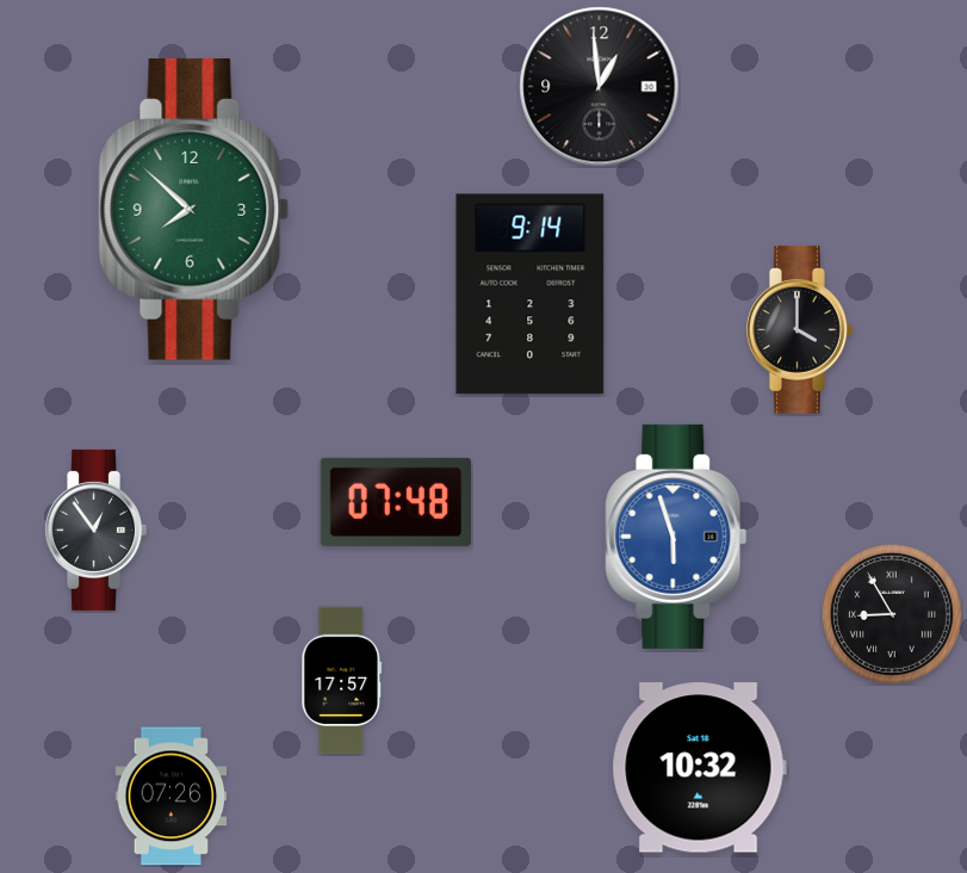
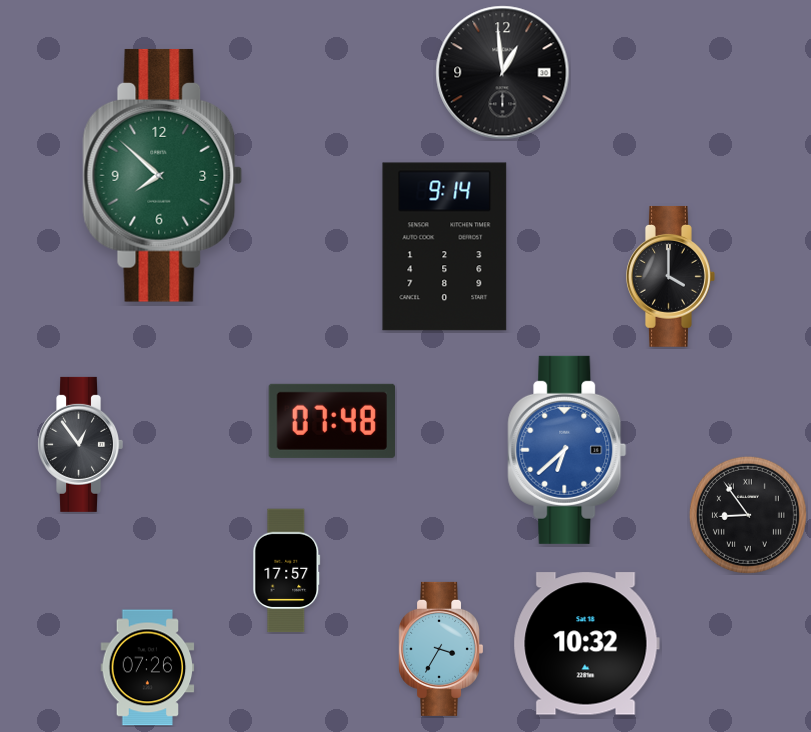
clock at (676, 537): 5:57 -> 6:38
clock at (892, 614): 8:55 -> 8:54
clock at (441, 649): none -> 3:35
clock at (172, 797) position: (172, 797) -> (148, 668)
